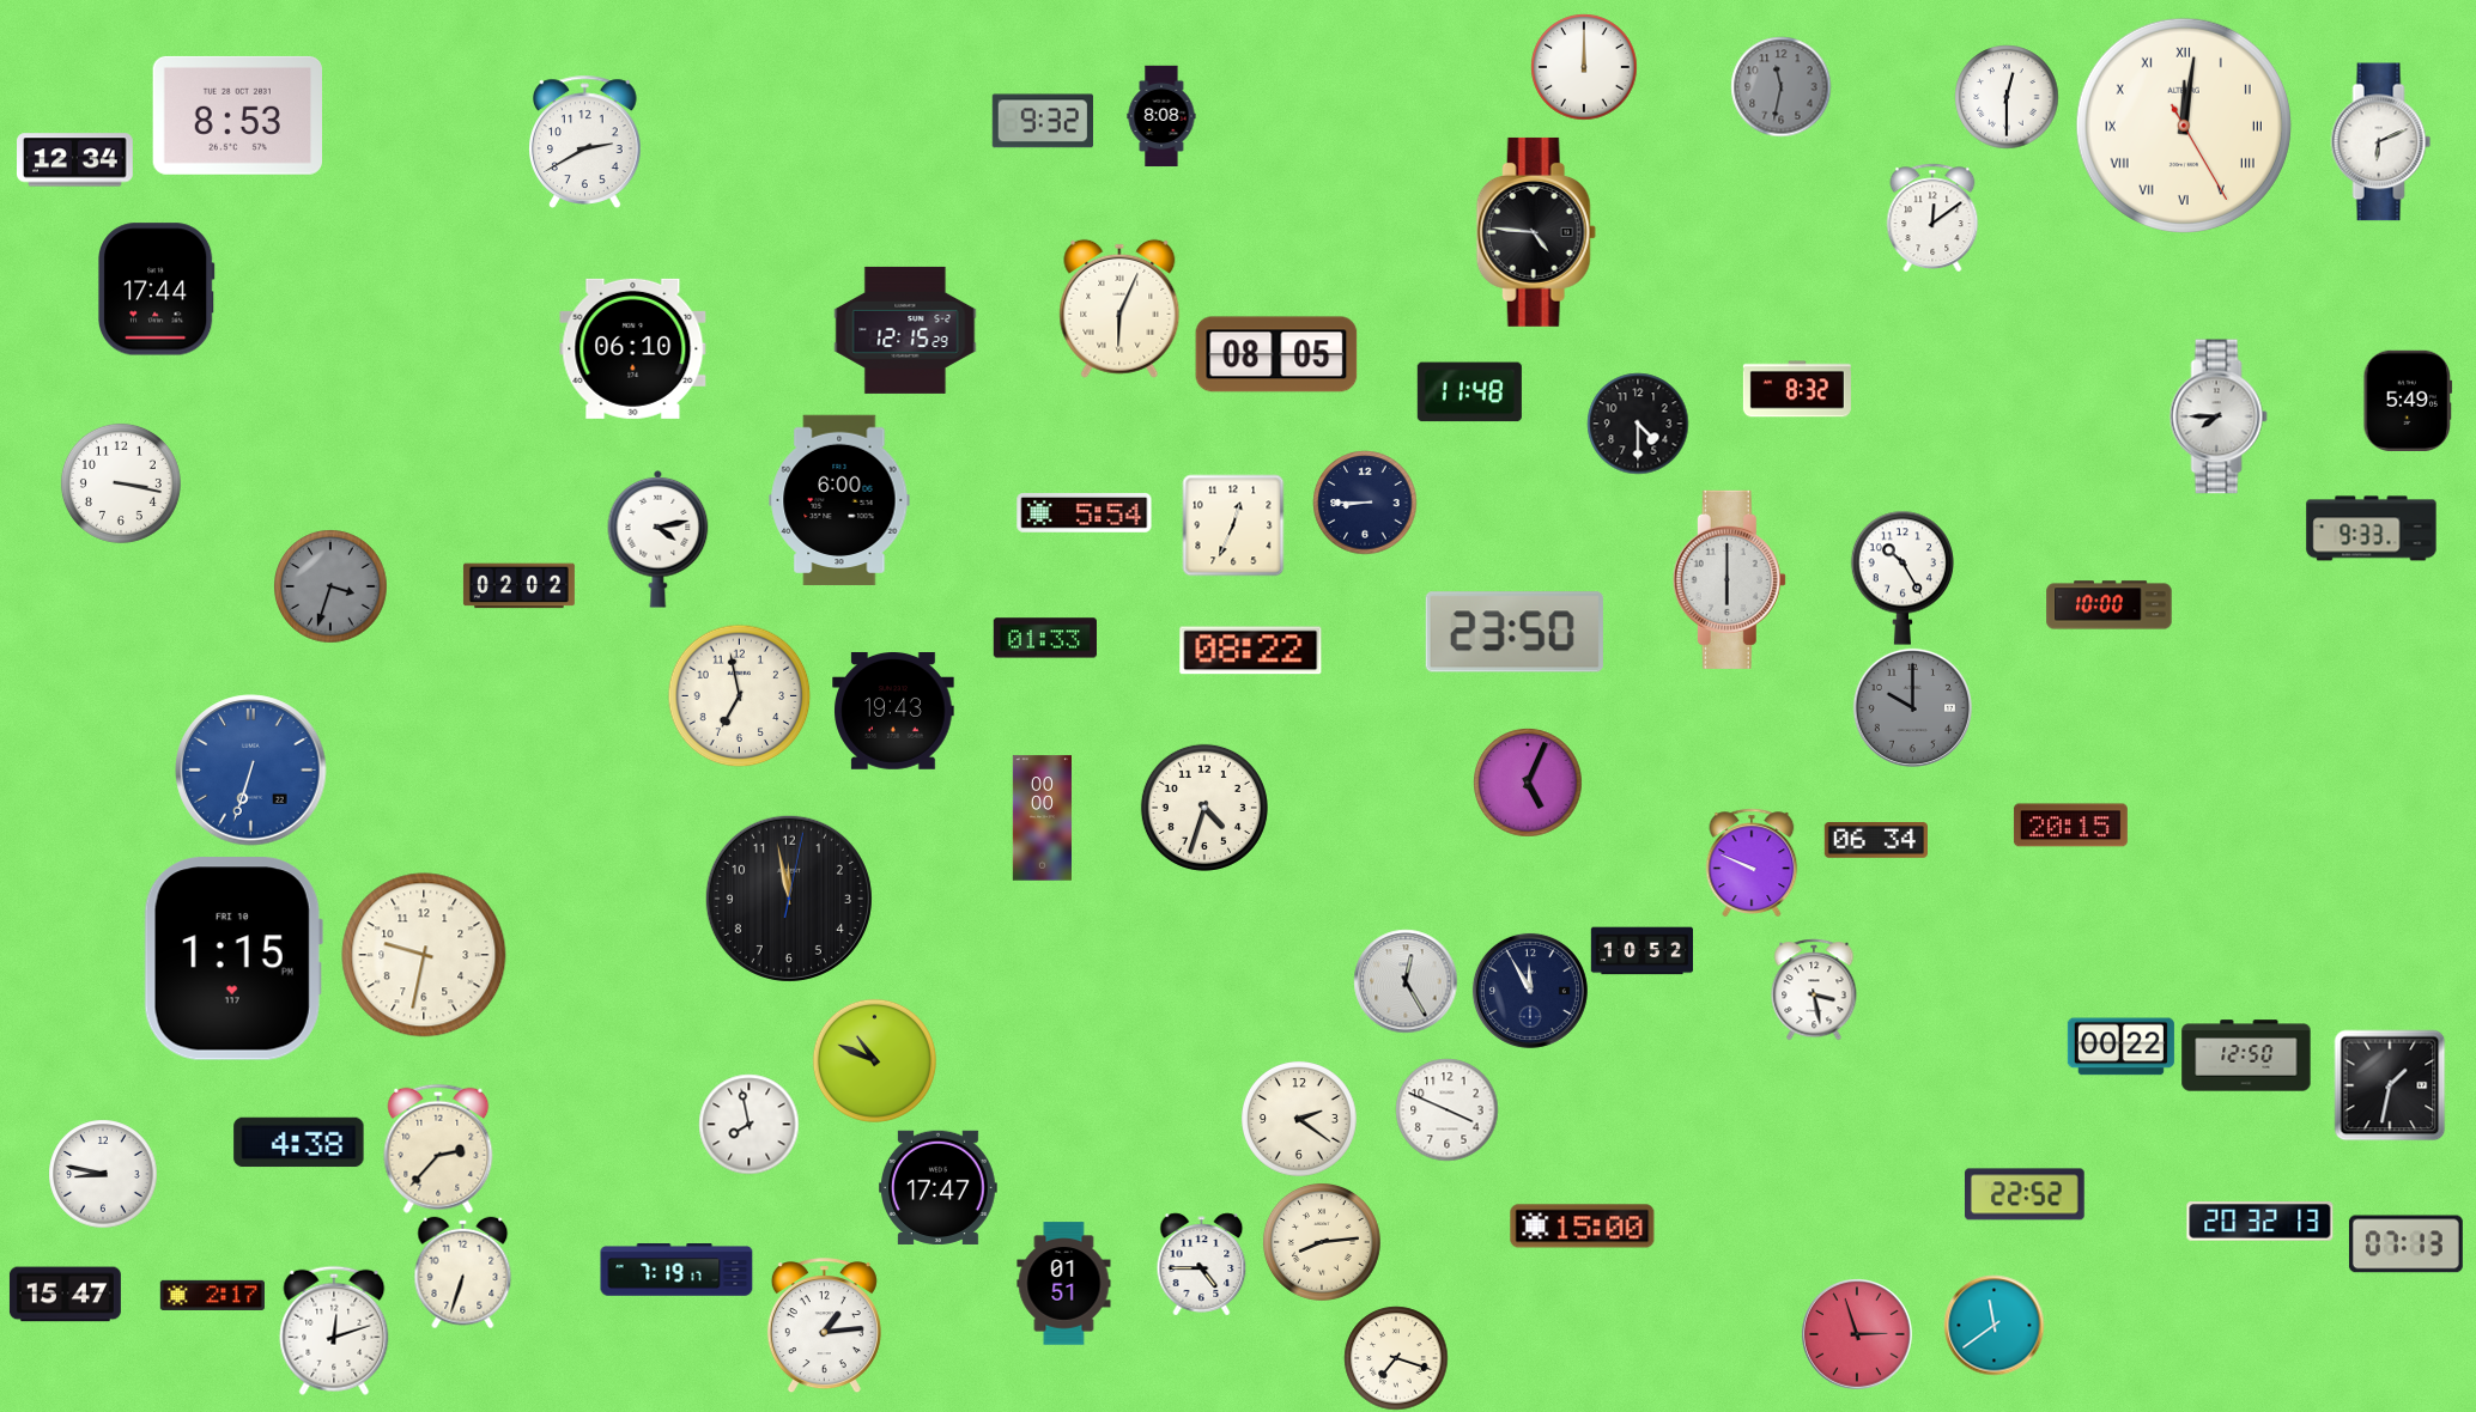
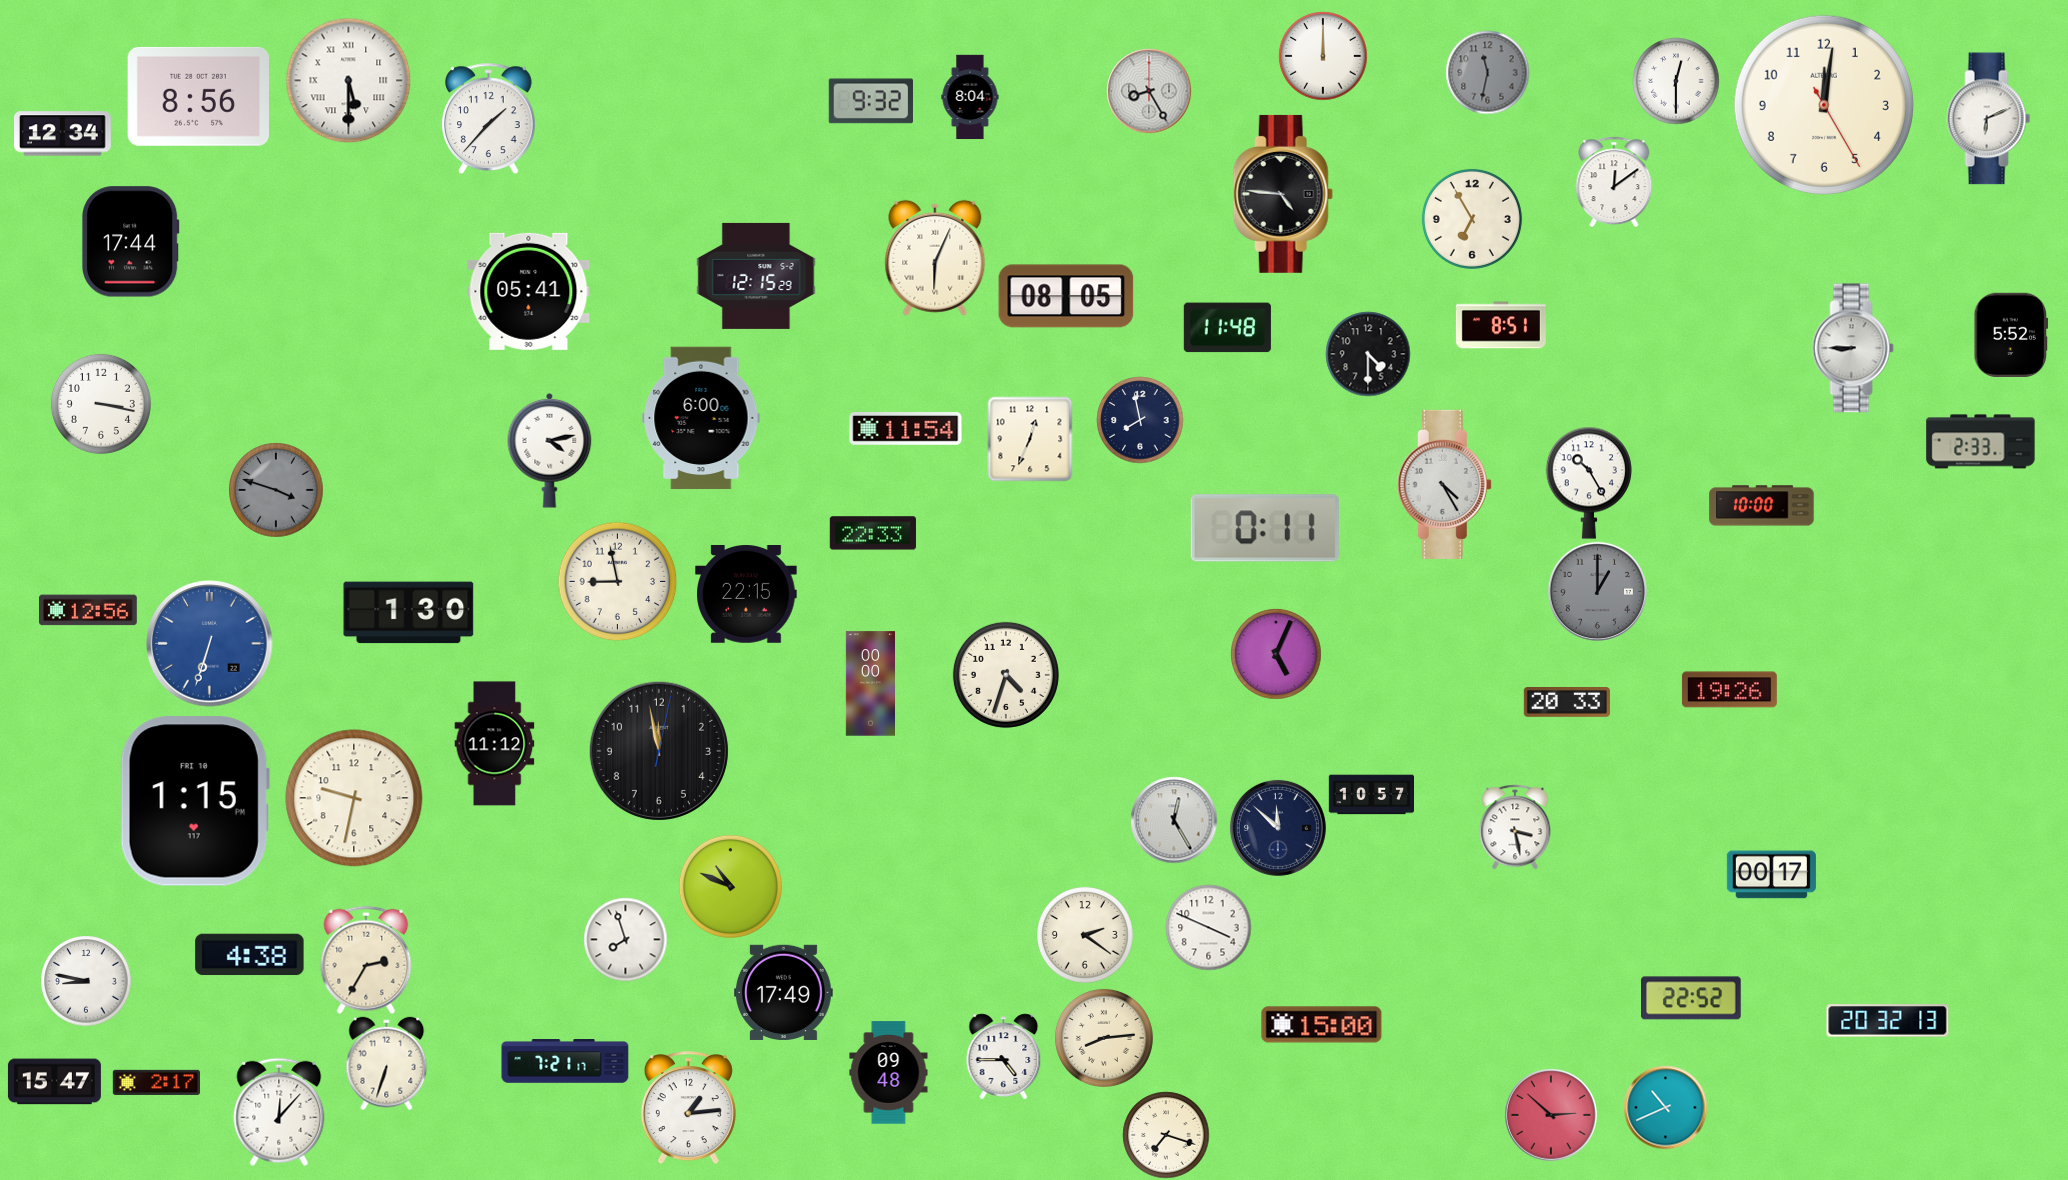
clock at (348, 80): none -> 5:30
clock at (1149, 91): none -> 8:25
clock at (237, 115): 8:53 -> 8:56
clock at (1161, 116): 8:08 -> 8:04
clock at (2184, 126) numerals: Roman -> Arabic
clock at (585, 141): 2:40 -> 1:37
clock at (1472, 219): none -> 6:55
clock at (633, 348): 06:10 -> 05:41
clock at (1797, 389): 8:32 -> 8:51
clock at (2408, 400): 5:49 -> 5:52
clock at (2219, 416): 7:45 -> 8:45
clock at (1365, 503): 8:45 -> 7:58
clock at (1085, 513): 5:54 -> 11:54
clock at (2372, 529): 9:33 -> 2:33
clock at (1729, 579): 6:00 -> 4:25
clock at (330, 586): 3:33 -> 3:48
clock at (518, 586): 02:02 -> none
clock at (1515, 632): 23:50 -> 0:11
clock at (1045, 638): 01:33 -> 22:33
clock at (1251, 651): 08:22 -> none
clock at (739, 695): 6:58 -> 8:58
clock at (1912, 707): 10:00 -> 1:00
clock at (893, 712): 19:43 -> 22:15
clock at (89, 610): none -> 12:56
clock at (409, 613): none -> 1:30
clock at (2070, 826): 20:15 -> 19:26
clock at (1876, 841): 06:34 -> 20:33
clock at (1752, 862): 9:49 -> none
clock at (495, 744): none -> 11:12
clock at (1641, 951): 10:52 -> 10:57
clock at (1530, 991): 11:55 -> 11:52
clock at (2120, 1047): 00:22 -> 00:17
clock at (2246, 1055): 12:50 -> none
clock at (2390, 1085): 1:32 -> none
clock at (748, 1124): 7:58 -> 7:57
clock at (438, 1149): 2:37 -> 2:35
clock at (939, 1187): 17:47 -> 17:49
clock at (2405, 1244): 07:13 -> none
clock at (676, 1270): 7:19 -> 7:21
clock at (1064, 1284): 01:51 -> 09:48
clock at (212, 1295) position: (212, 1295) -> (156, 1082)
clock at (1993, 1325): 11:39 -> 10:41
clock at (334, 1331): 12:12 -> 12:07
clock at (1857, 1334): 2:57 -> 2:52
